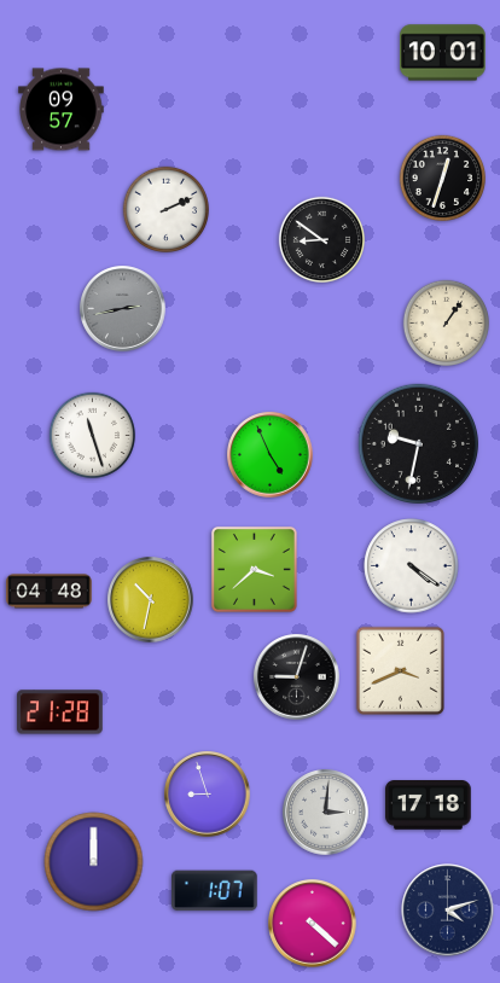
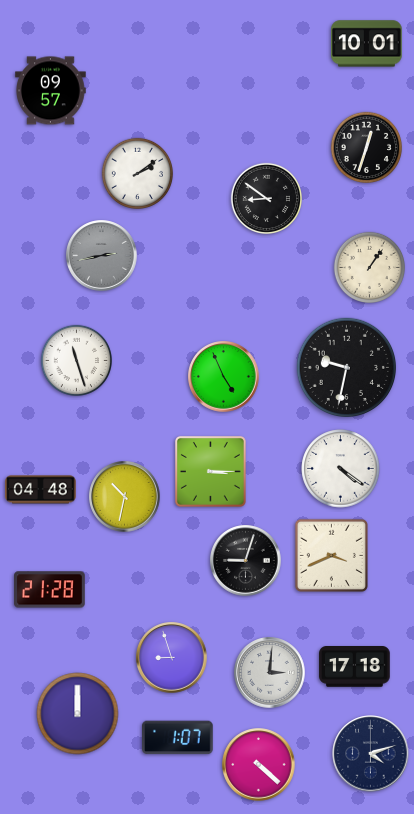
clock at (165, 209): 2:11 -> 2:09
clock at (254, 569): 3:38 -> 3:15
